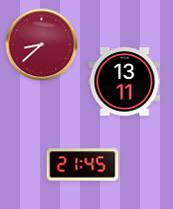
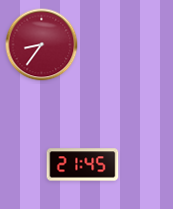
clock at (42, 45): 8:38 -> 8:36
clock at (125, 82): 13:11 -> none
